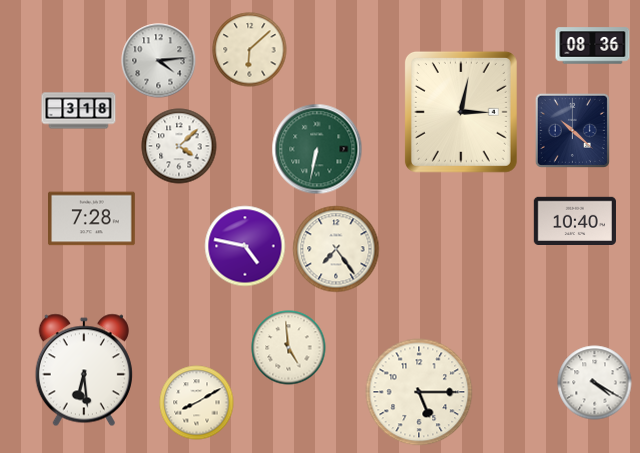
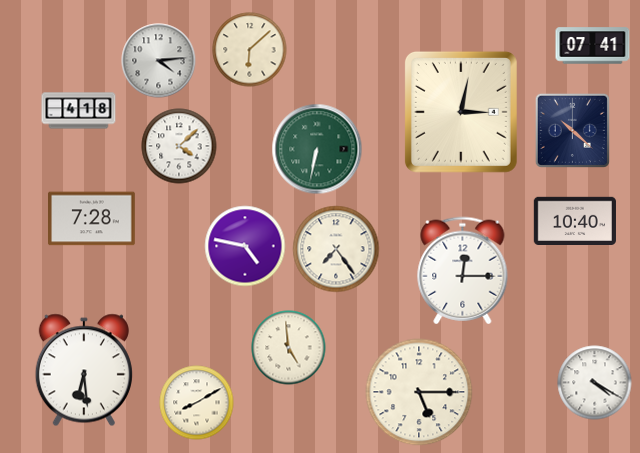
clock at (593, 46): 08:36 -> 07:41
clock at (79, 111): 3:18 -> 4:18
clock at (463, 271): none -> 12:15
